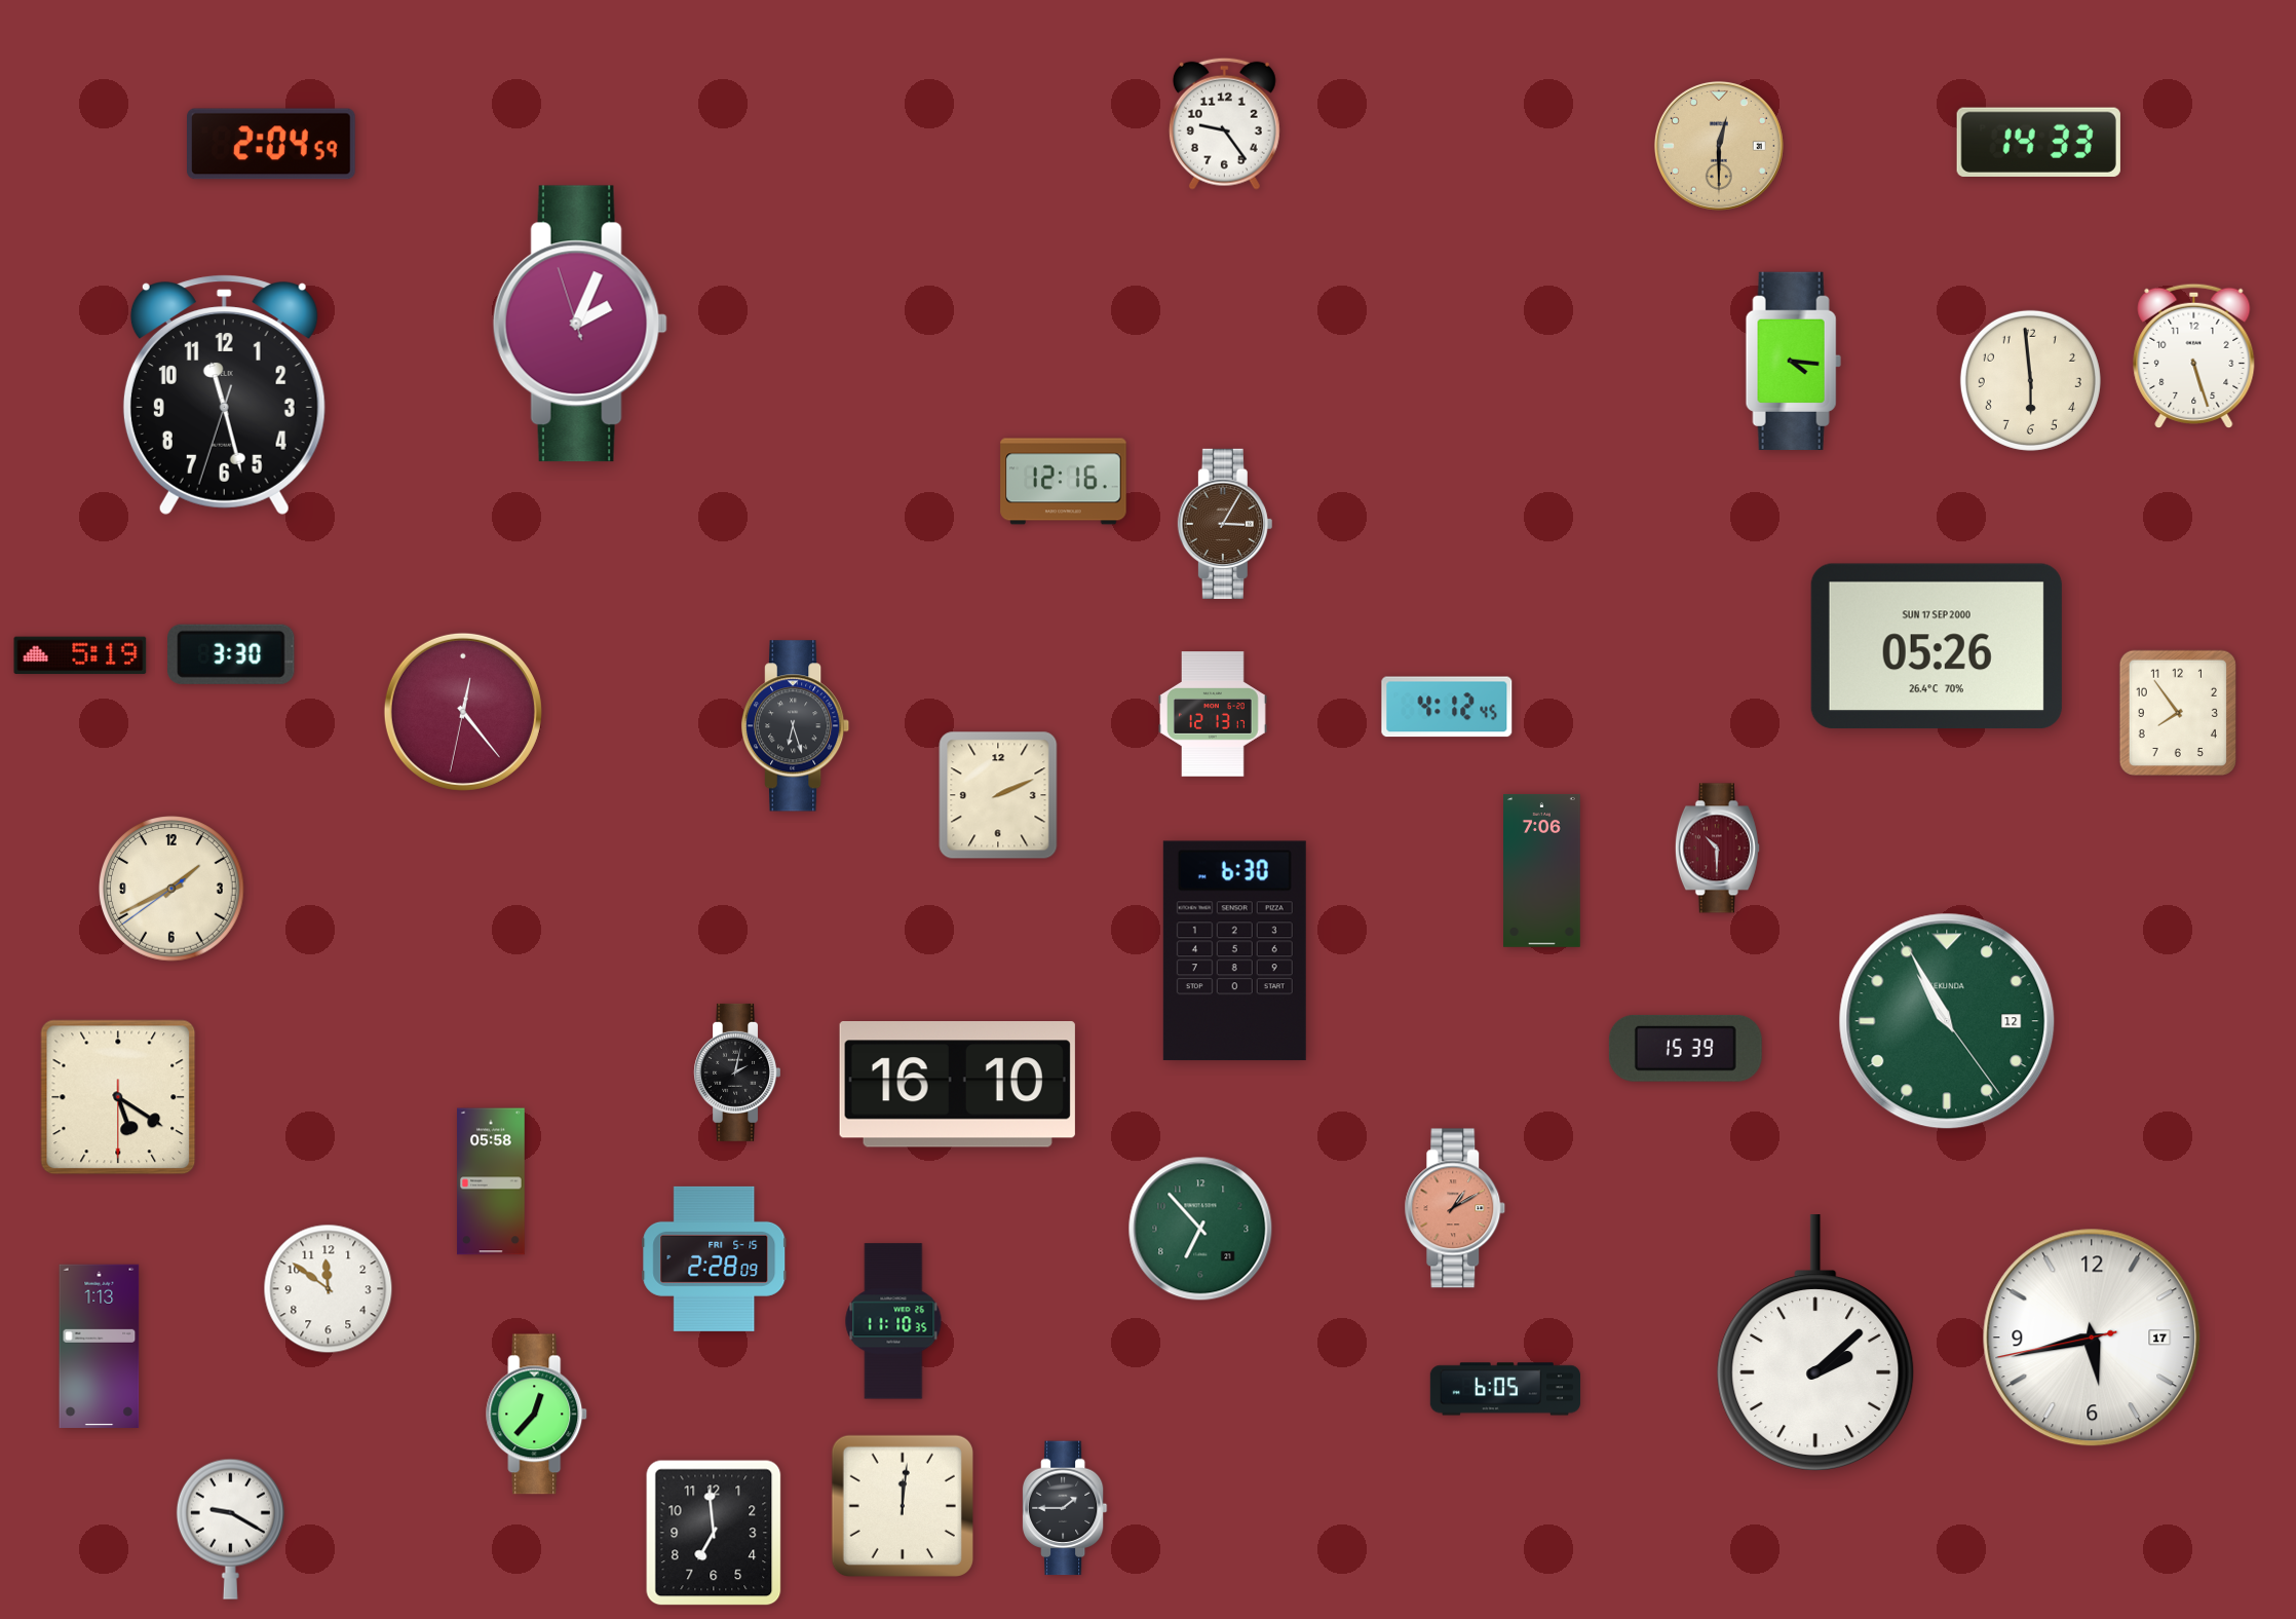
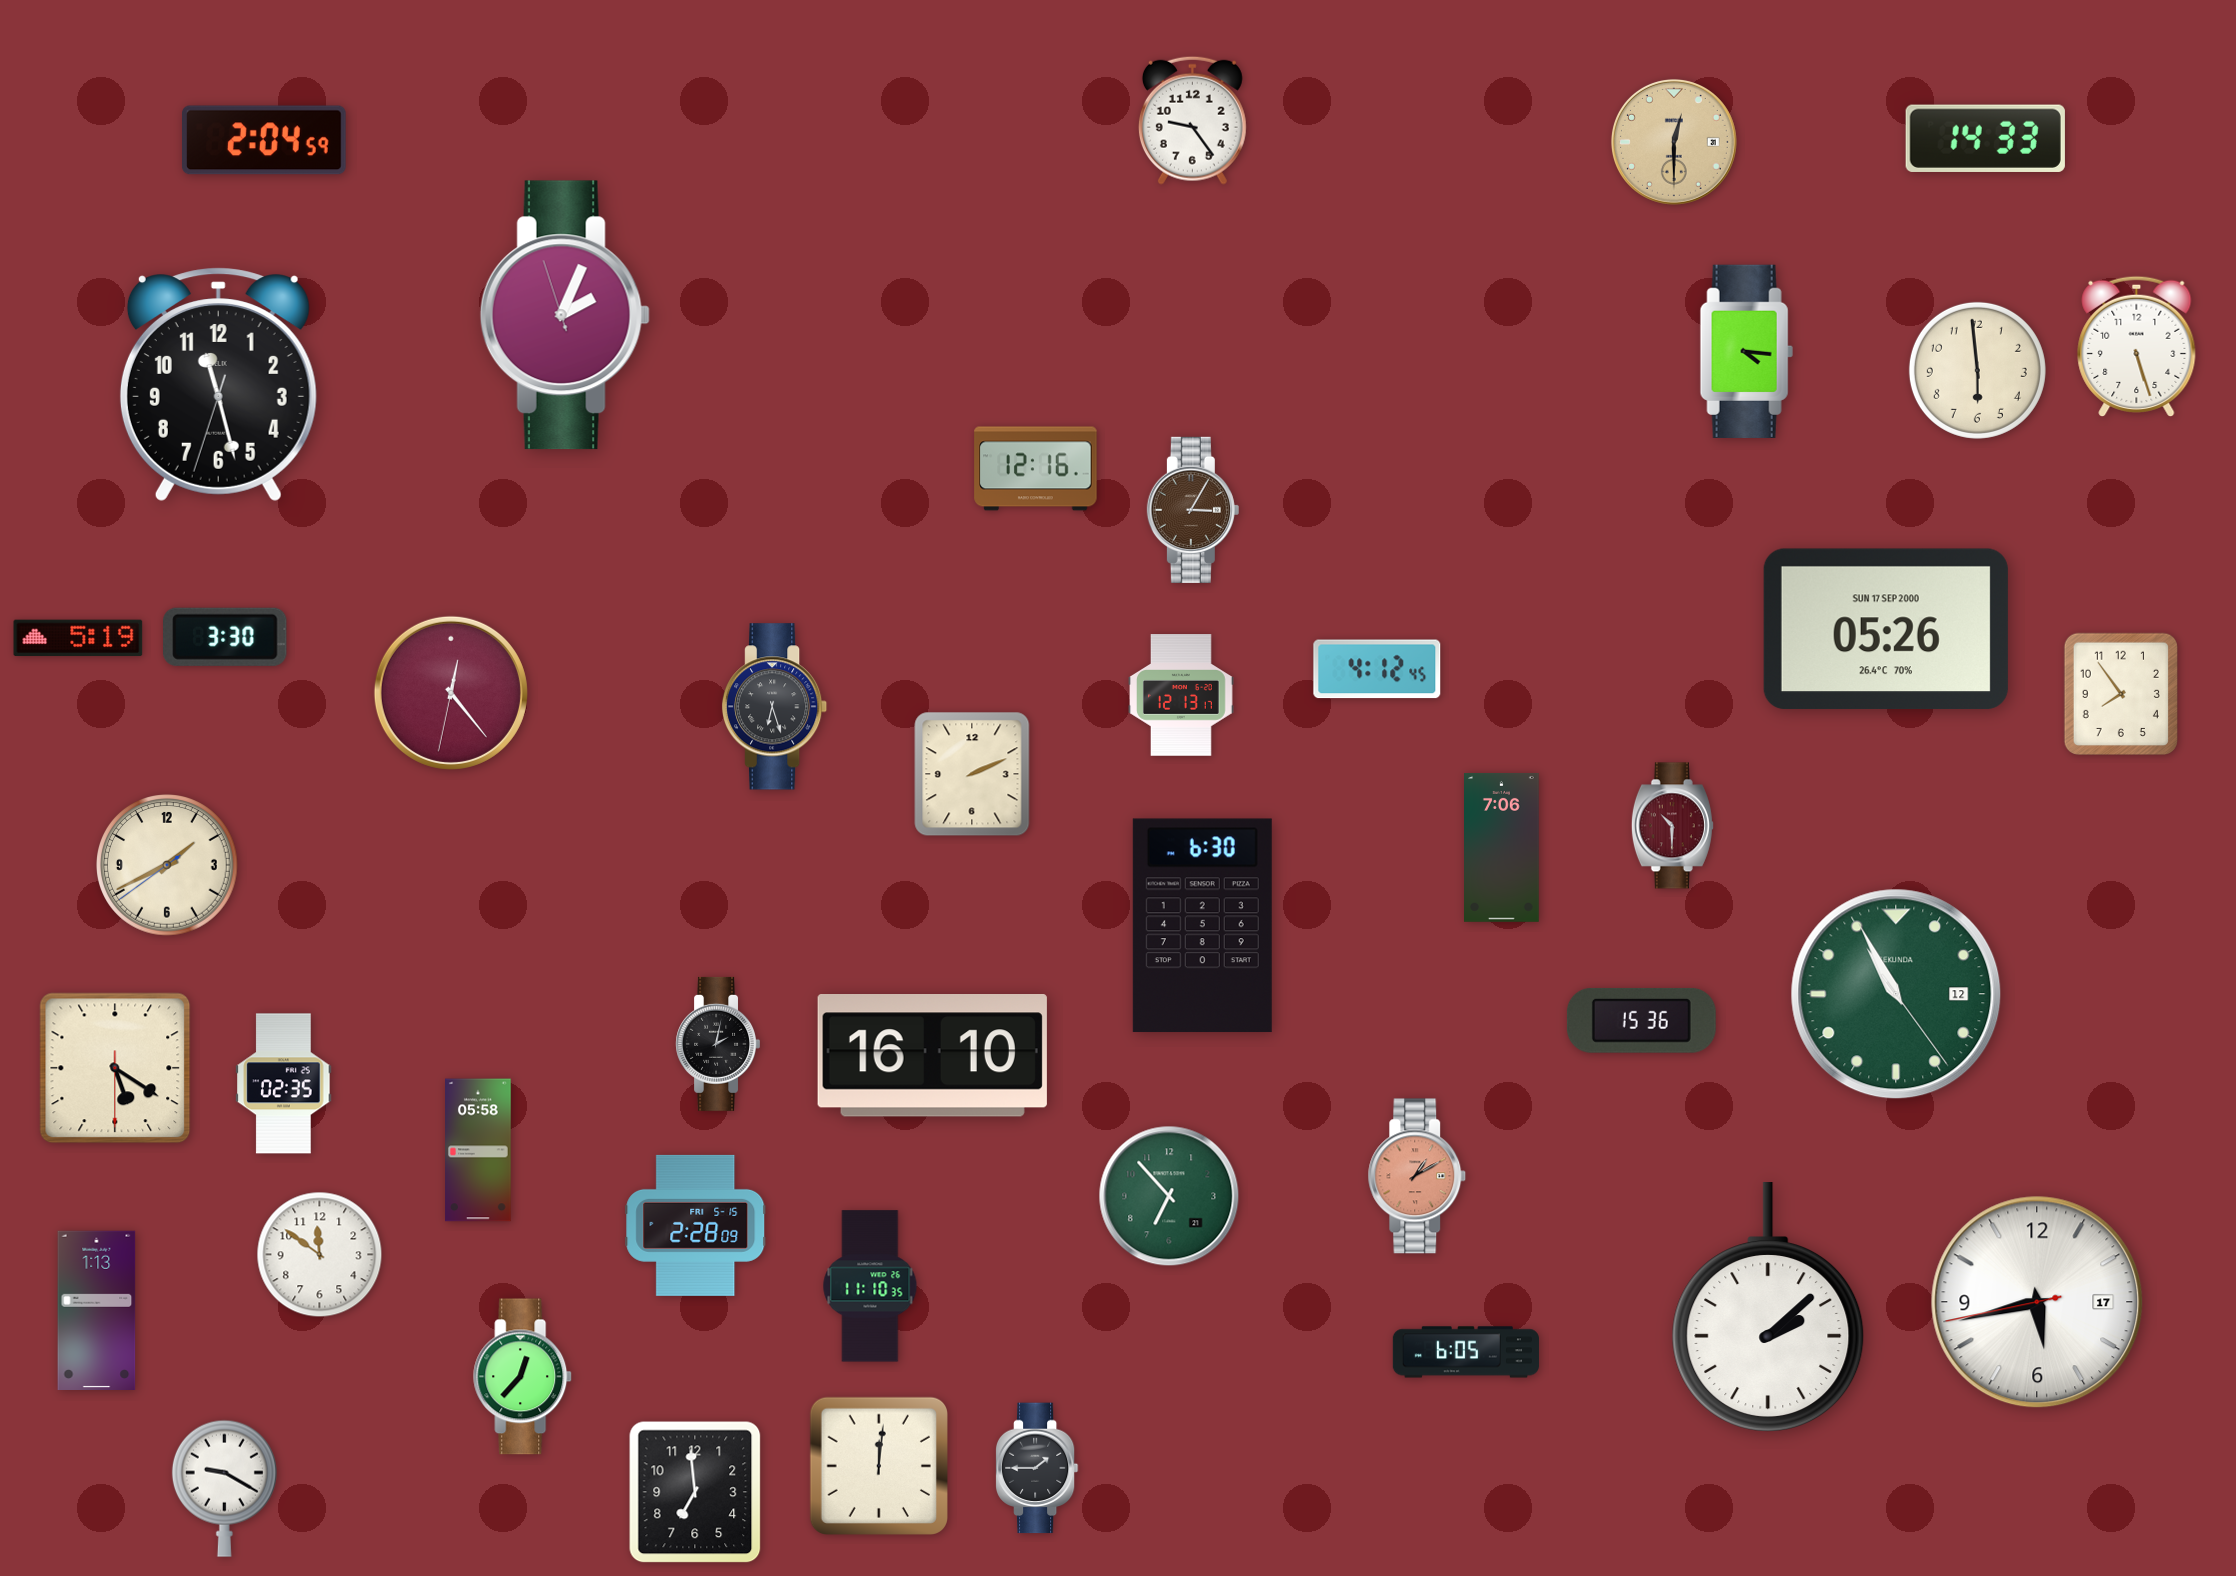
clock at (1447, 707) position: (1447, 707) -> (1377, 669)
clock at (1685, 1048): 15:39 -> 15:36
clock at (284, 1084): none -> 02:35
